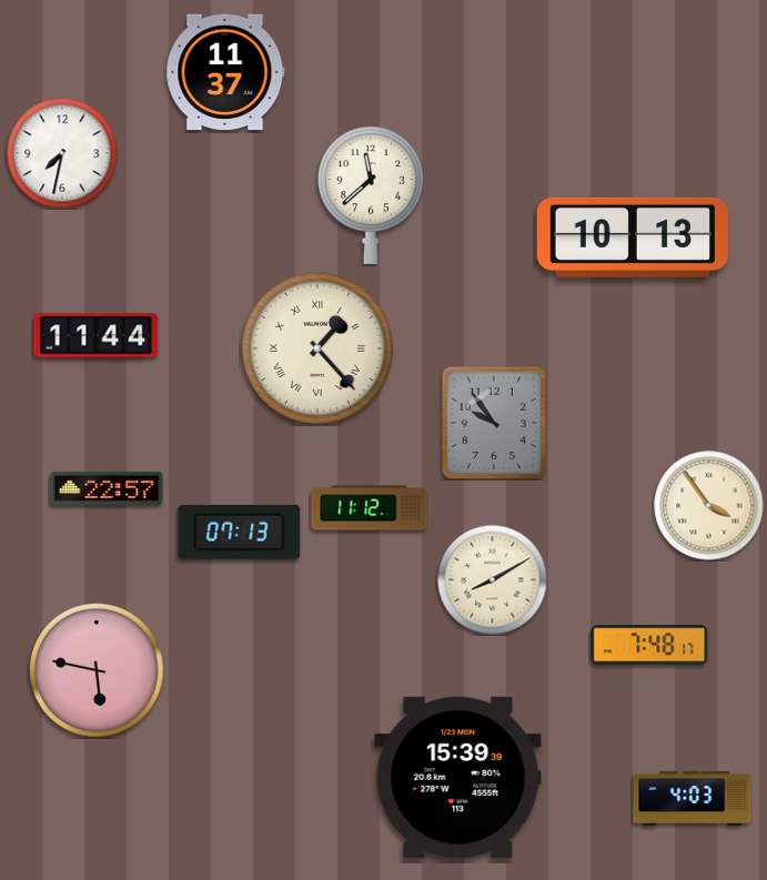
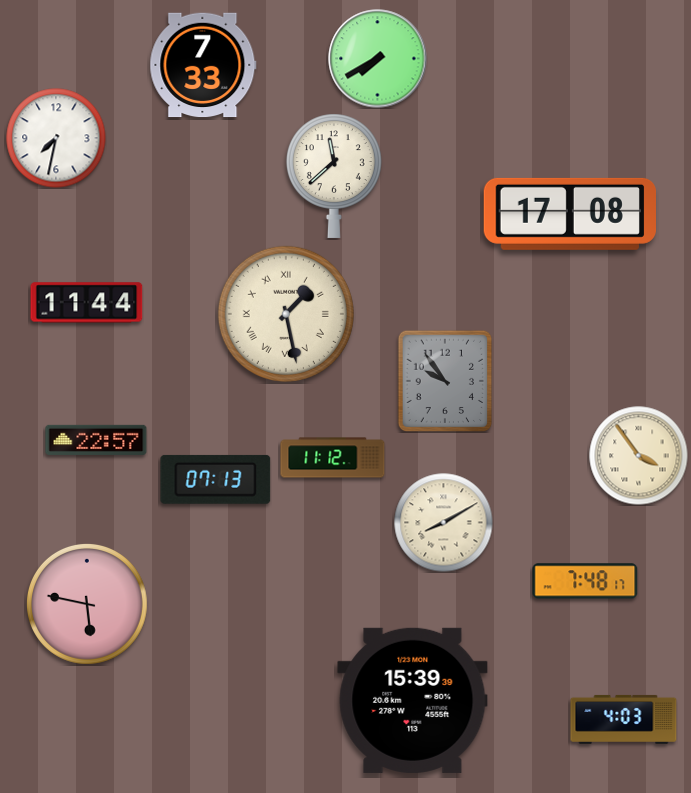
clock at (378, 59): none -> 7:40
clock at (225, 72): 11:37 -> 7:33
clock at (632, 237): 10:13 -> 17:08
clock at (317, 348): 1:23 -> 1:28
